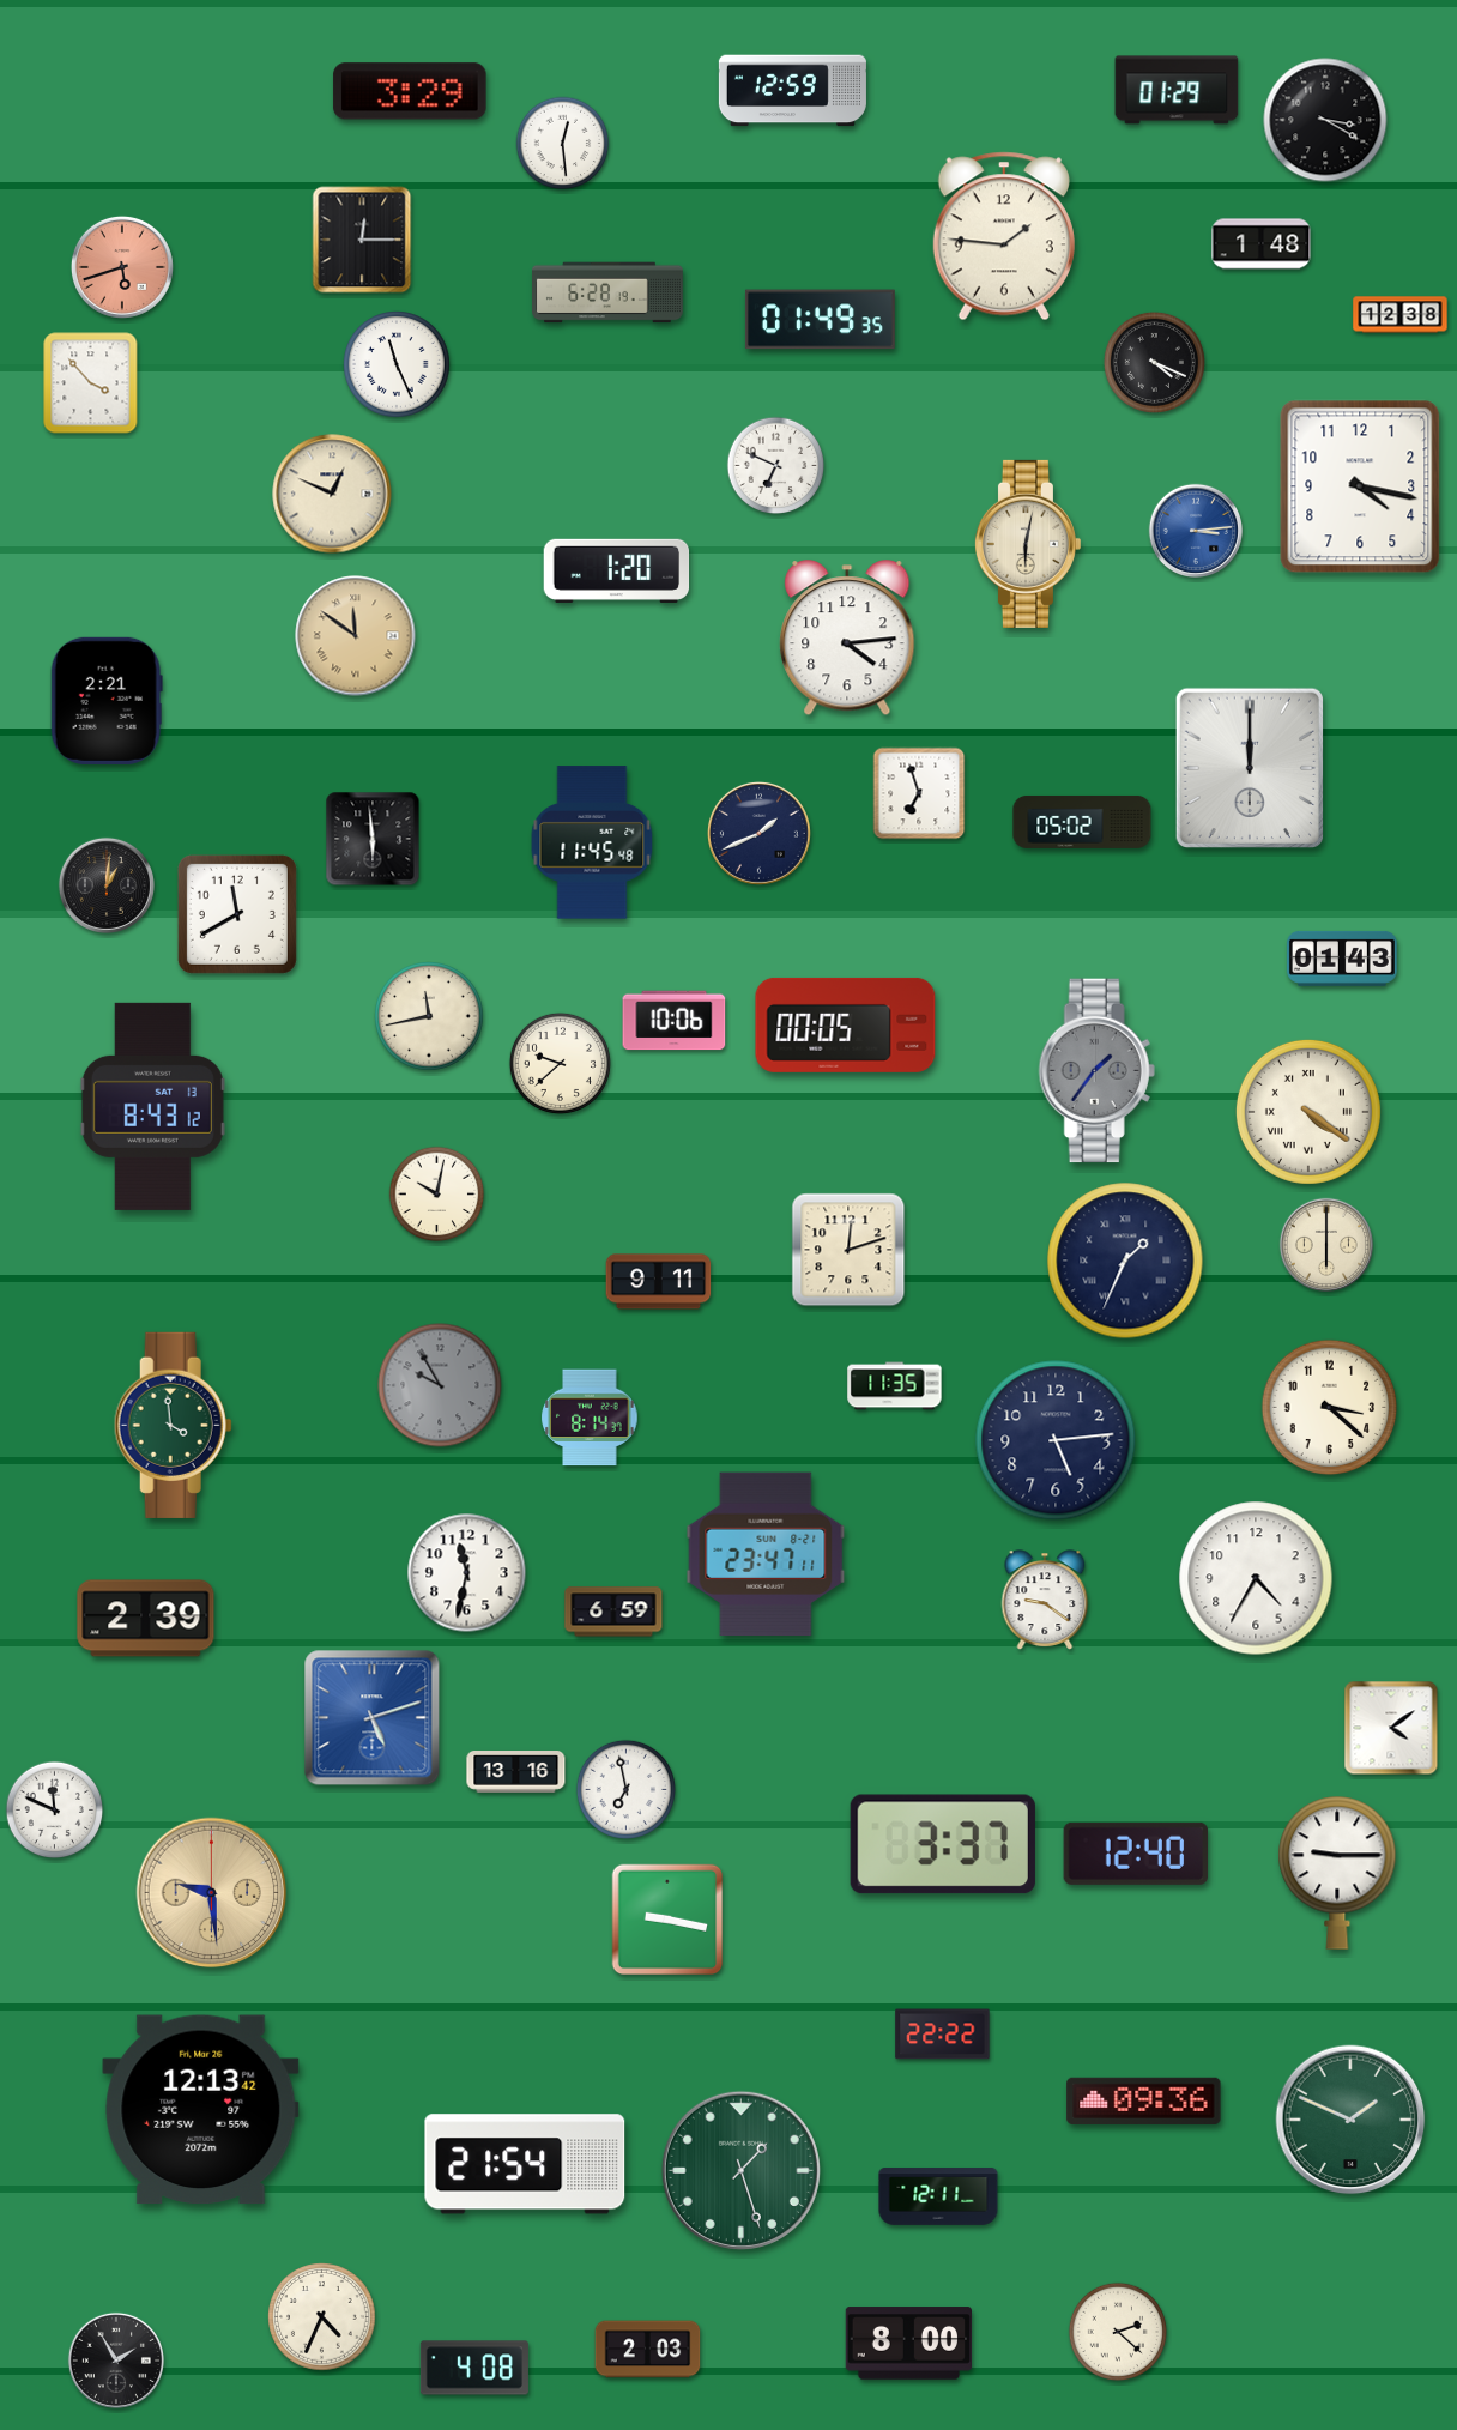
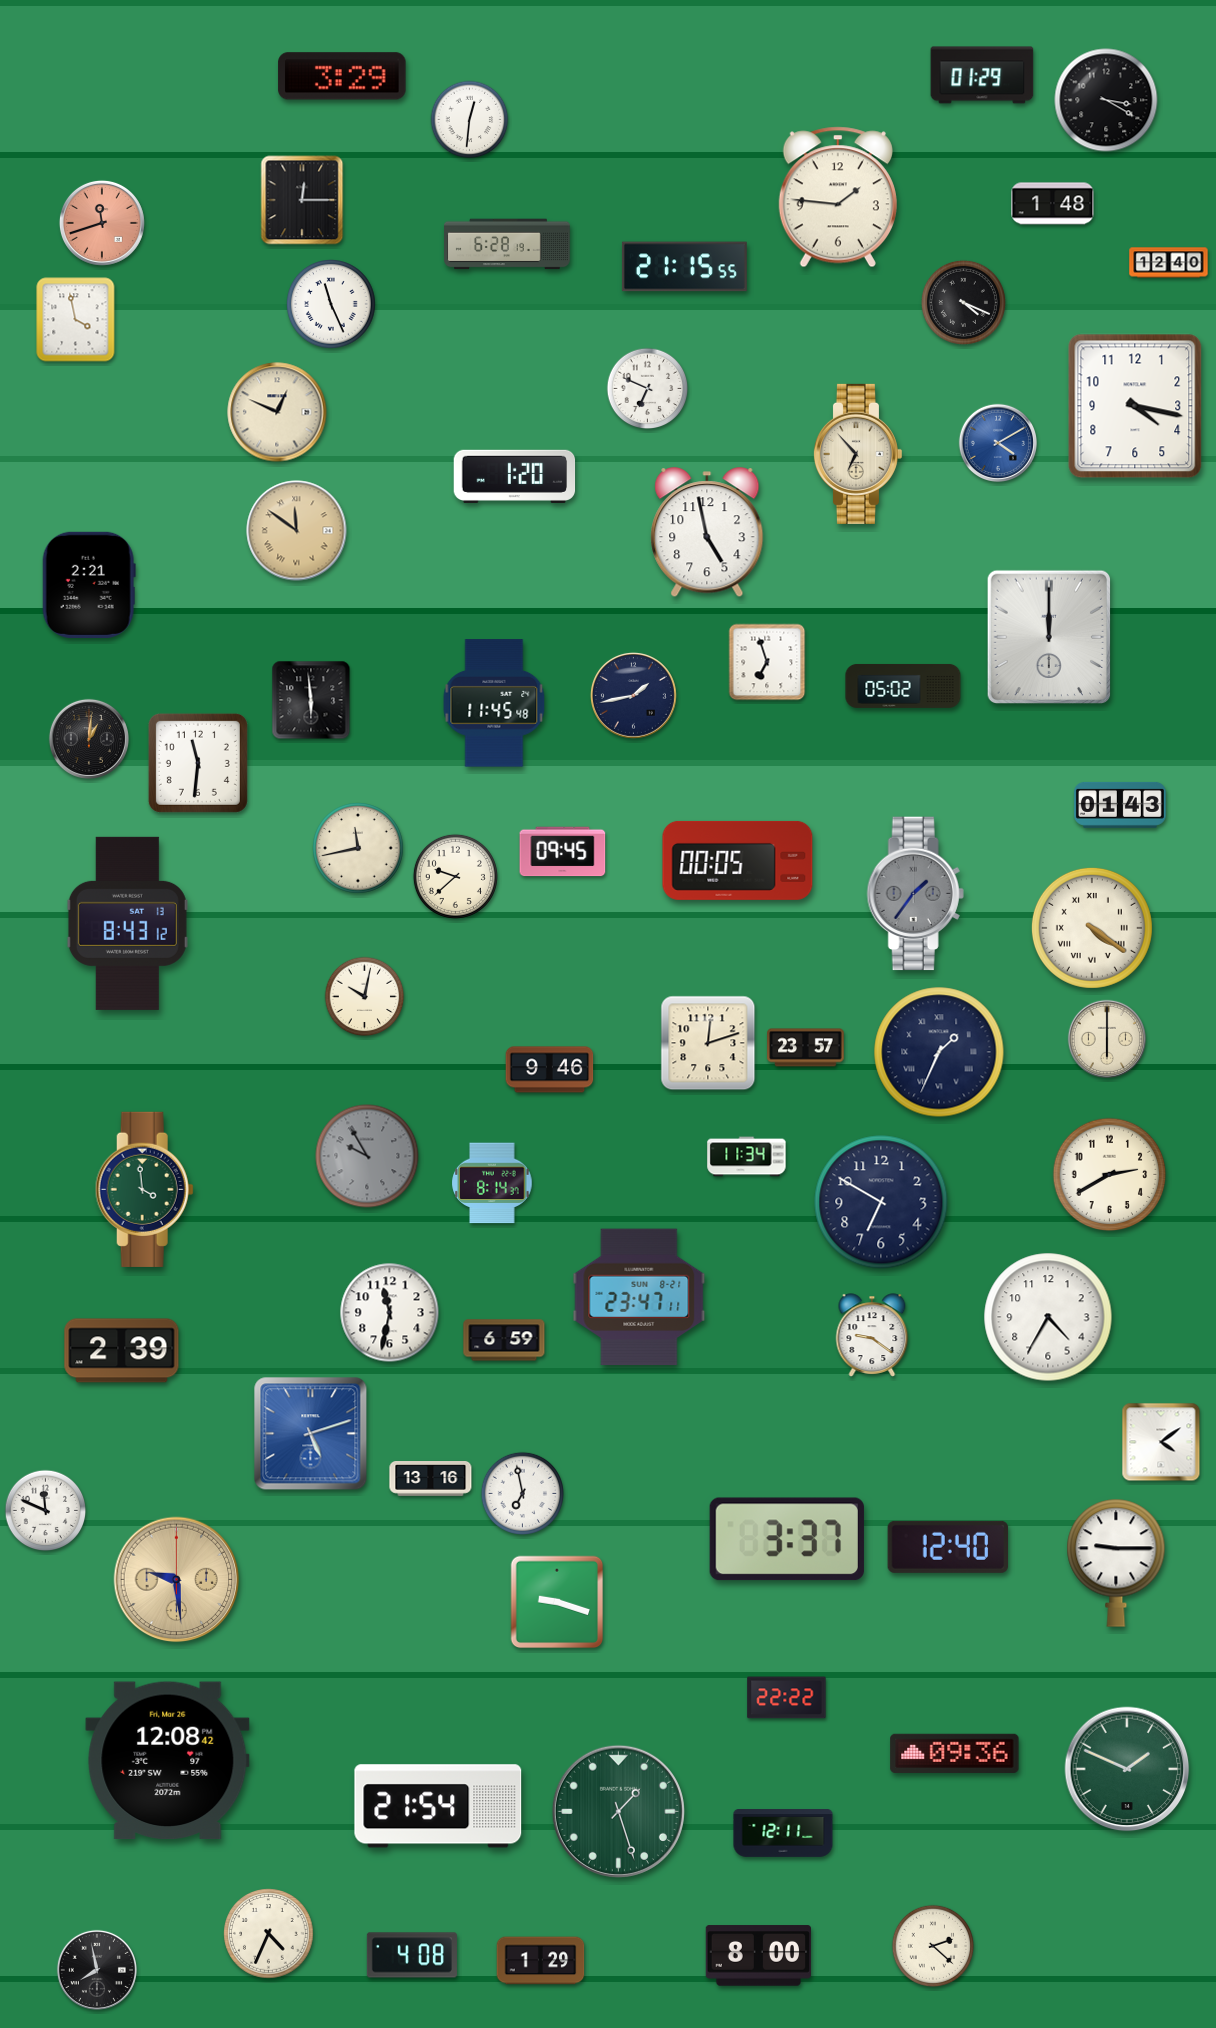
clock at (792, 91): 12:59 -> none
clock at (563, 144): 12:29 -> 12:31
clock at (122, 267): 5:42 -> 11:42
clock at (1401, 315): 12:38 -> 12:40
clock at (820, 320): 01:49 -> 21:15
clock at (91, 383): 3:53 -> 3:58
clock at (1195, 530): 3:14 -> 4:10
clock at (1027, 544): 6:02 -> 6:53
clock at (847, 639): 4:14 -> 4:58
clock at (1249, 767) position: (1249, 767) -> (1048, 636)
clock at (758, 833): 1:41 -> 1:43
clock at (237, 914): 11:40 -> 11:31
clock at (1342, 959) position: (1342, 959) -> (1120, 805)
clock at (675, 1021): 10:06 -> 09:45
clock at (846, 1024) position: (846, 1024) -> (738, 860)
clock at (560, 1063) position: (560, 1063) -> (455, 876)
clock at (806, 1048): none -> 23:57
clock at (659, 1282): 9:11 -> 9:46
clock at (895, 1386): 11:35 -> 11:34
clock at (1330, 1408): 3:22 -> 2:40
clock at (1056, 1440): 5:14 -> 6:50
clock at (613, 1612) position: (613, 1612) -> (504, 1340)
clock at (667, 1920): 9:17 -> 9:18
clock at (201, 2110): 12:13 -> 12:08
clock at (648, 2350): 2:03 -> 1:29
clock at (116, 2361): 1:55 -> 7:58
clock at (474, 2368) position: (474, 2368) -> (412, 1955)
